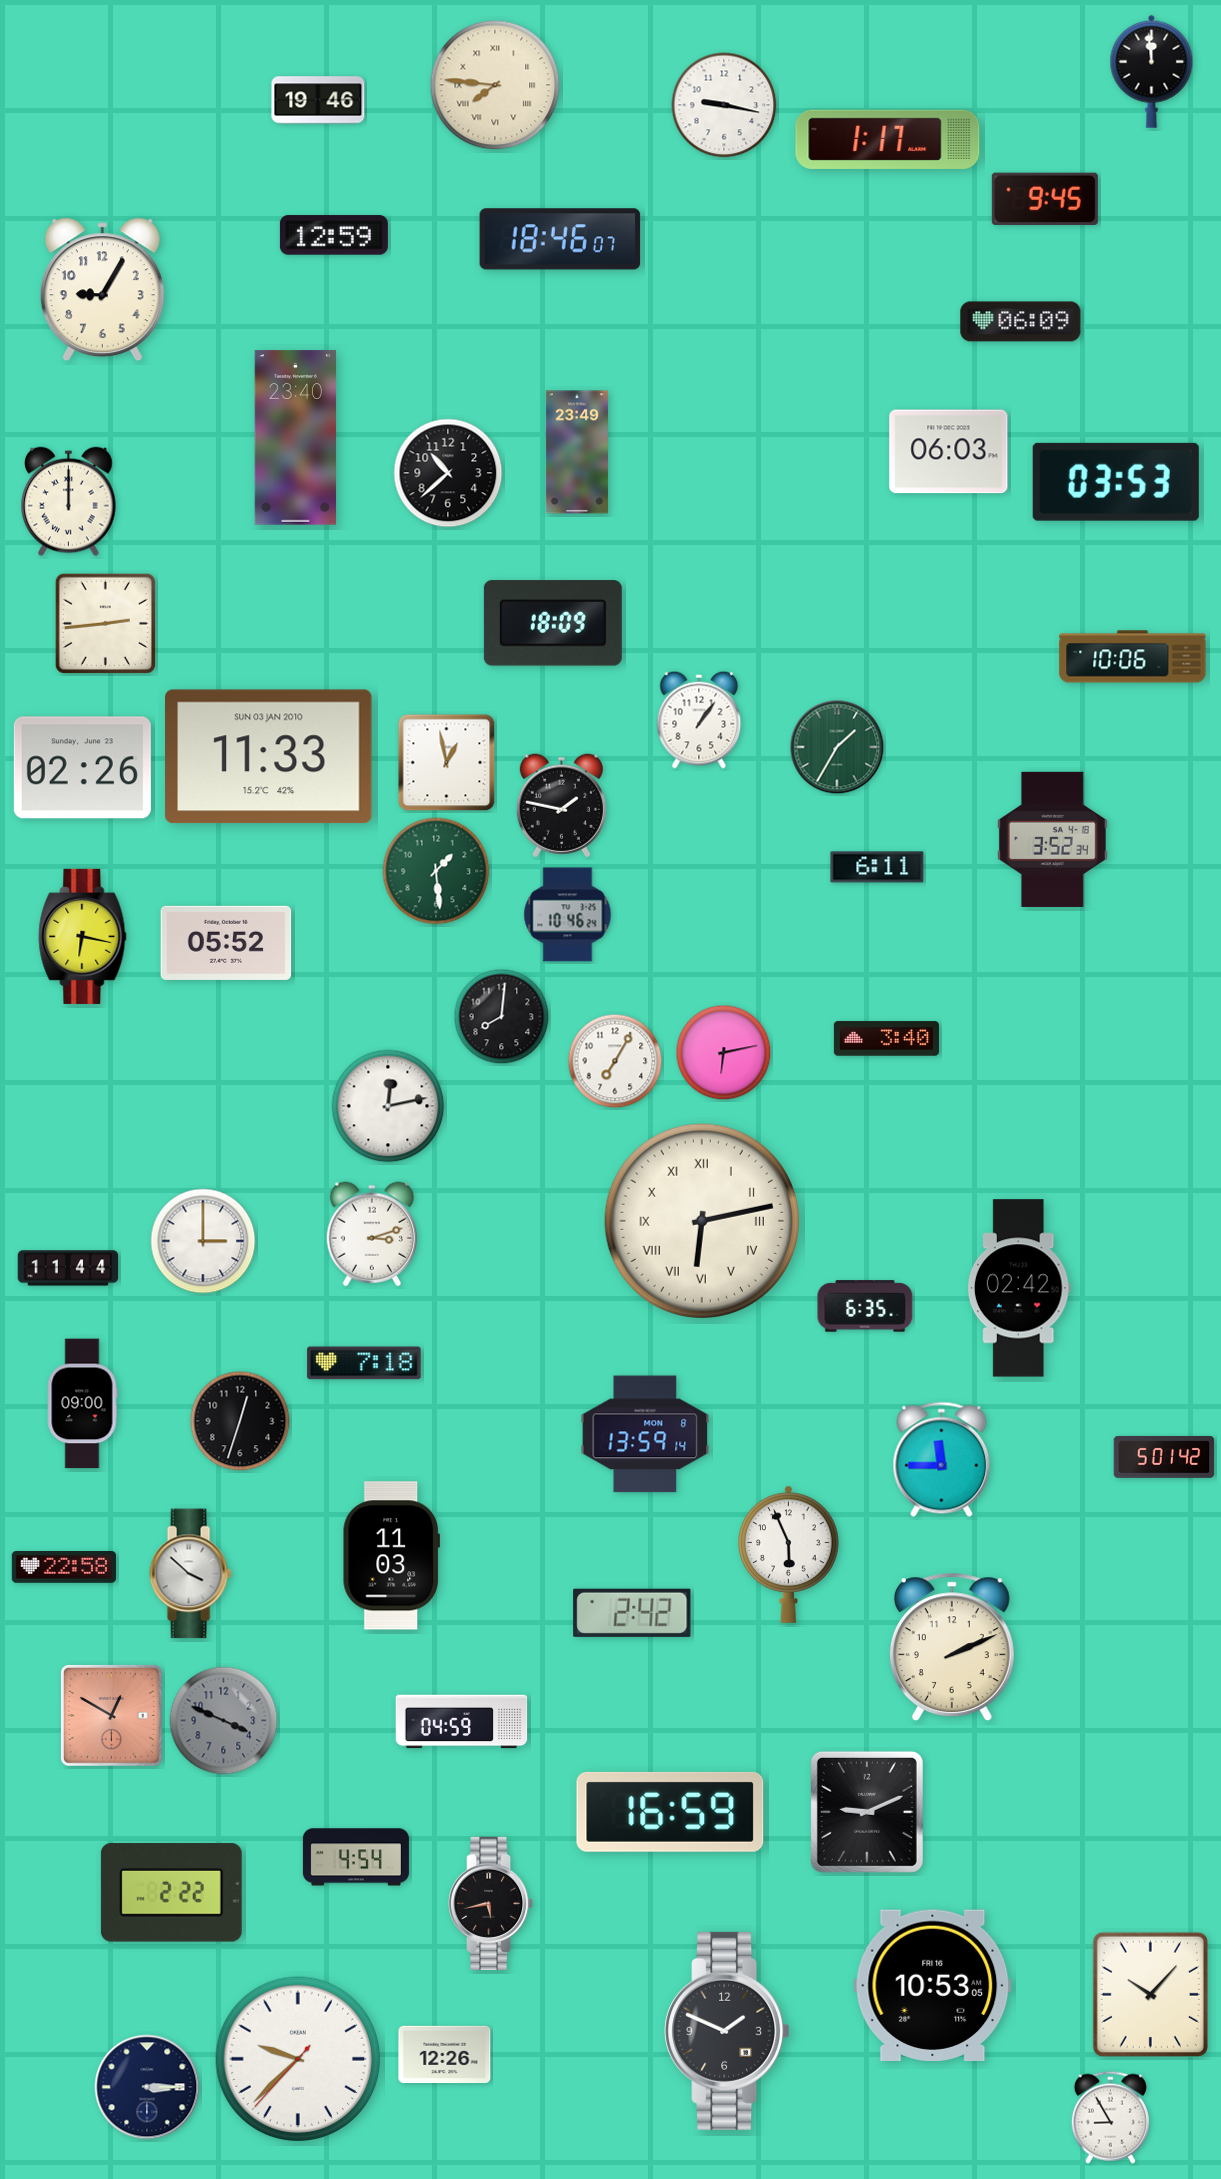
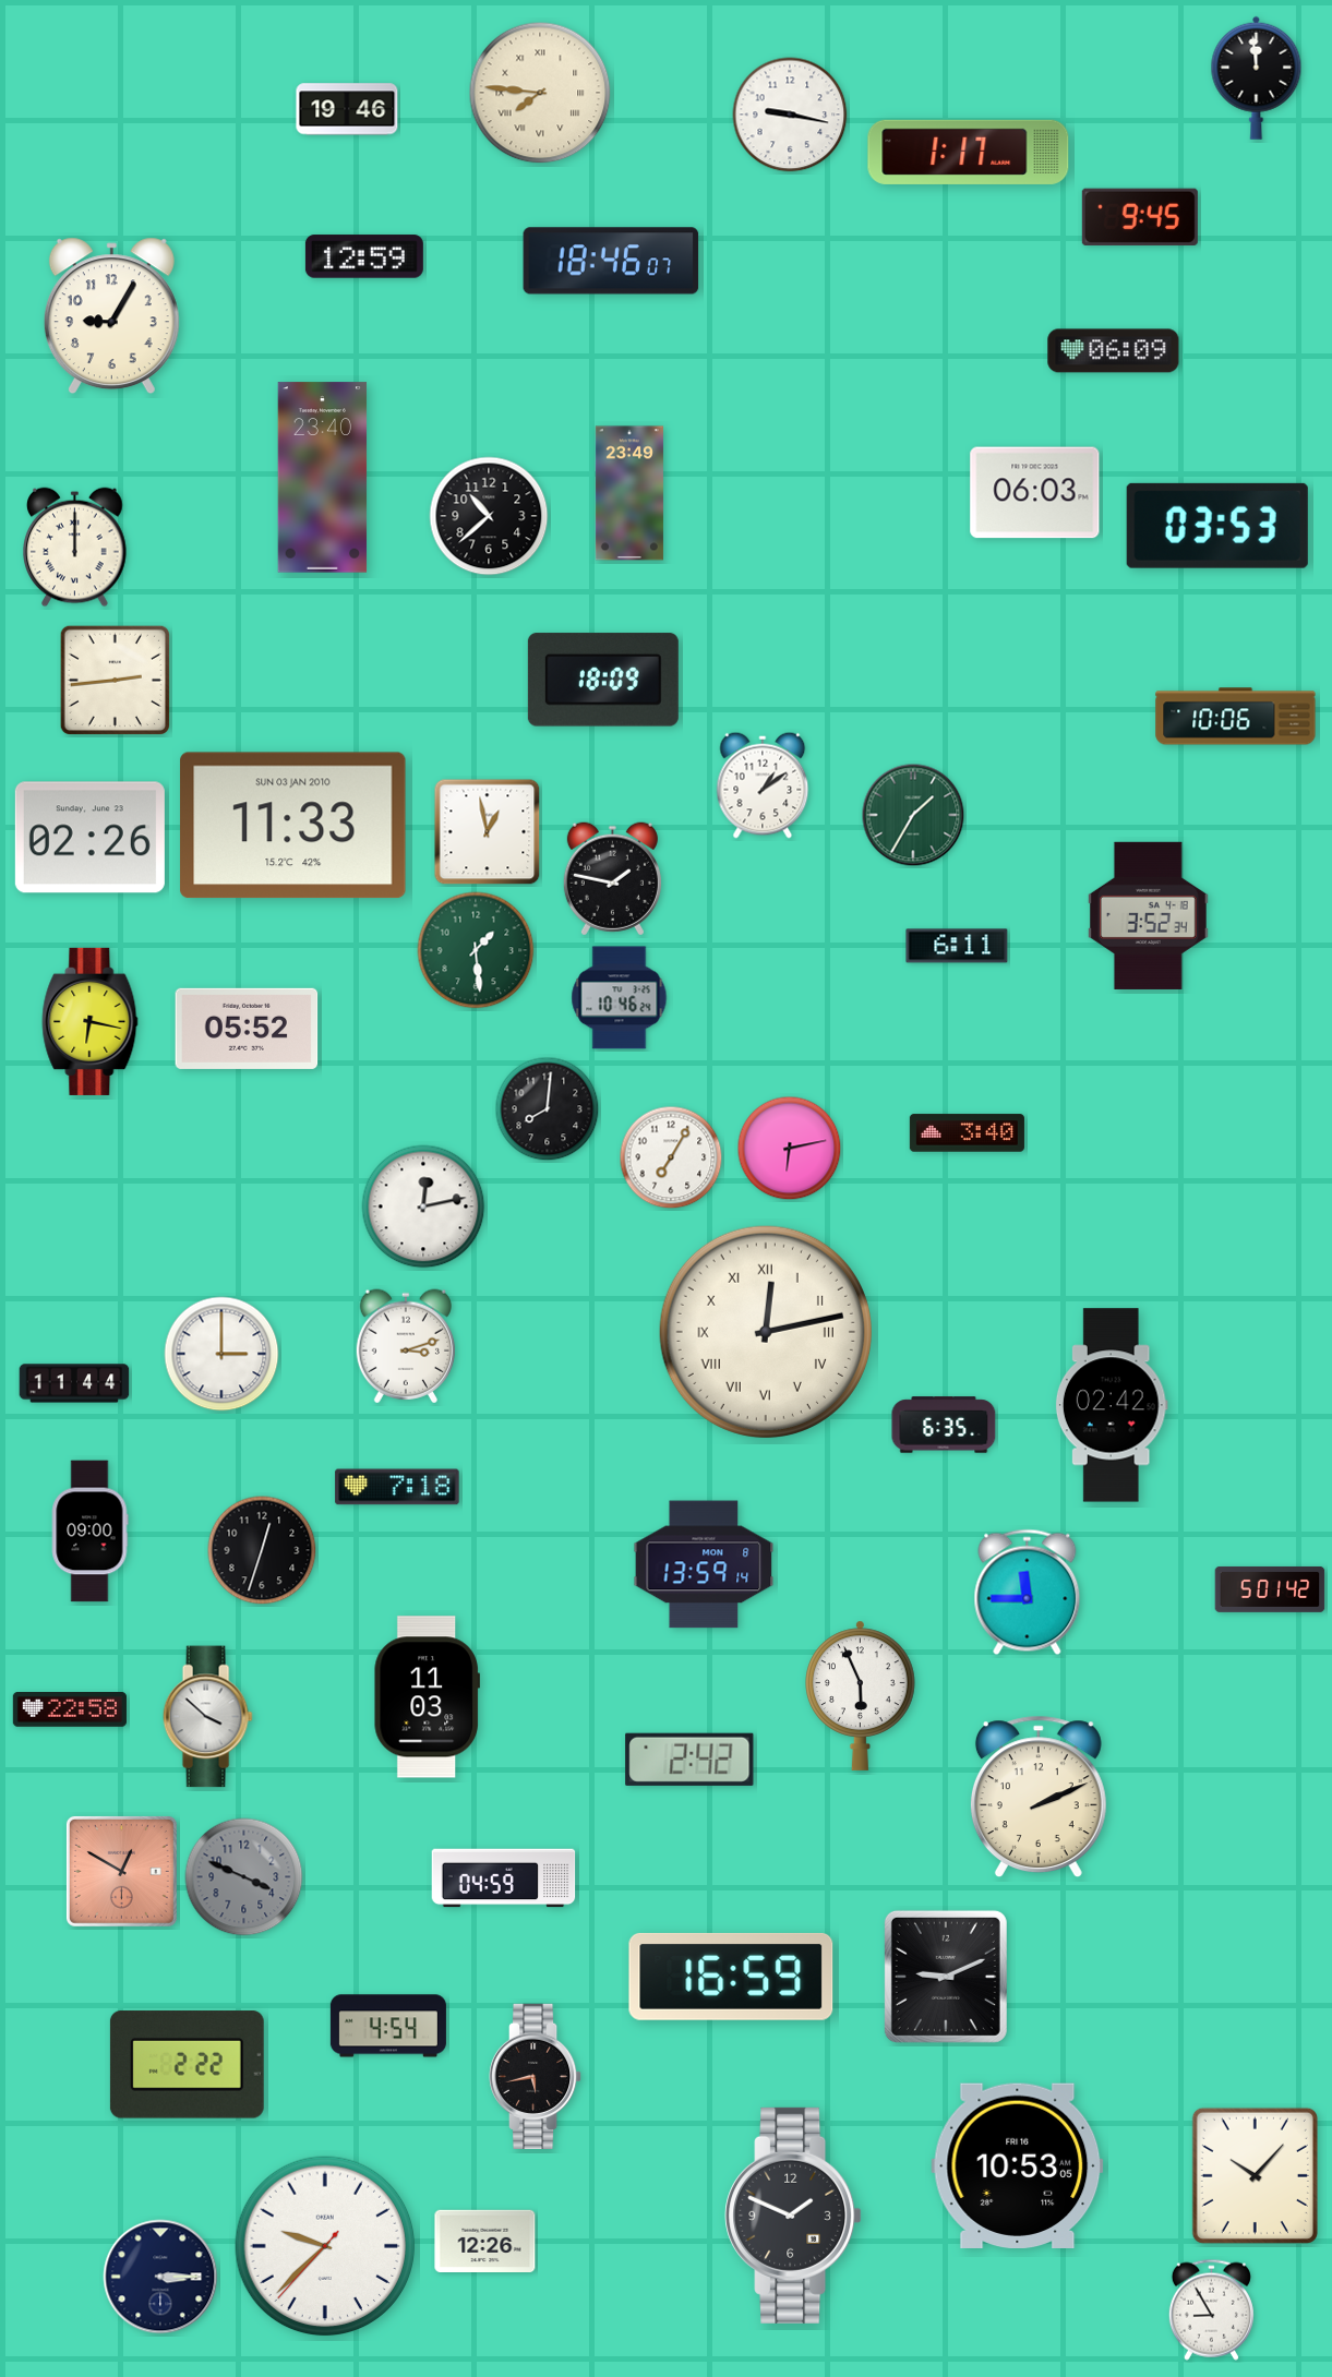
clock at (699, 720): 1:06 -> 1:09
clock at (702, 1221): 6:13 -> 12:13
